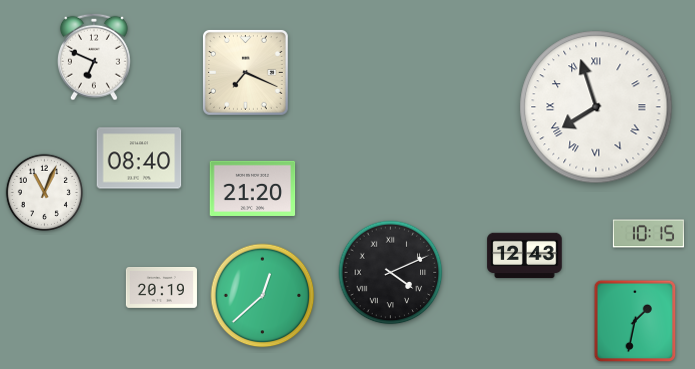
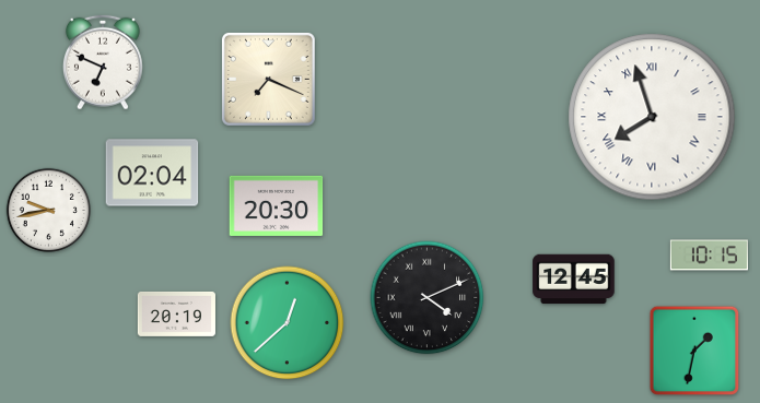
clock at (139, 158): 08:40 -> 02:04
clock at (253, 188): 21:20 -> 20:30
clock at (44, 192): 11:04 -> 9:43
clock at (525, 256): 12:43 -> 12:45
